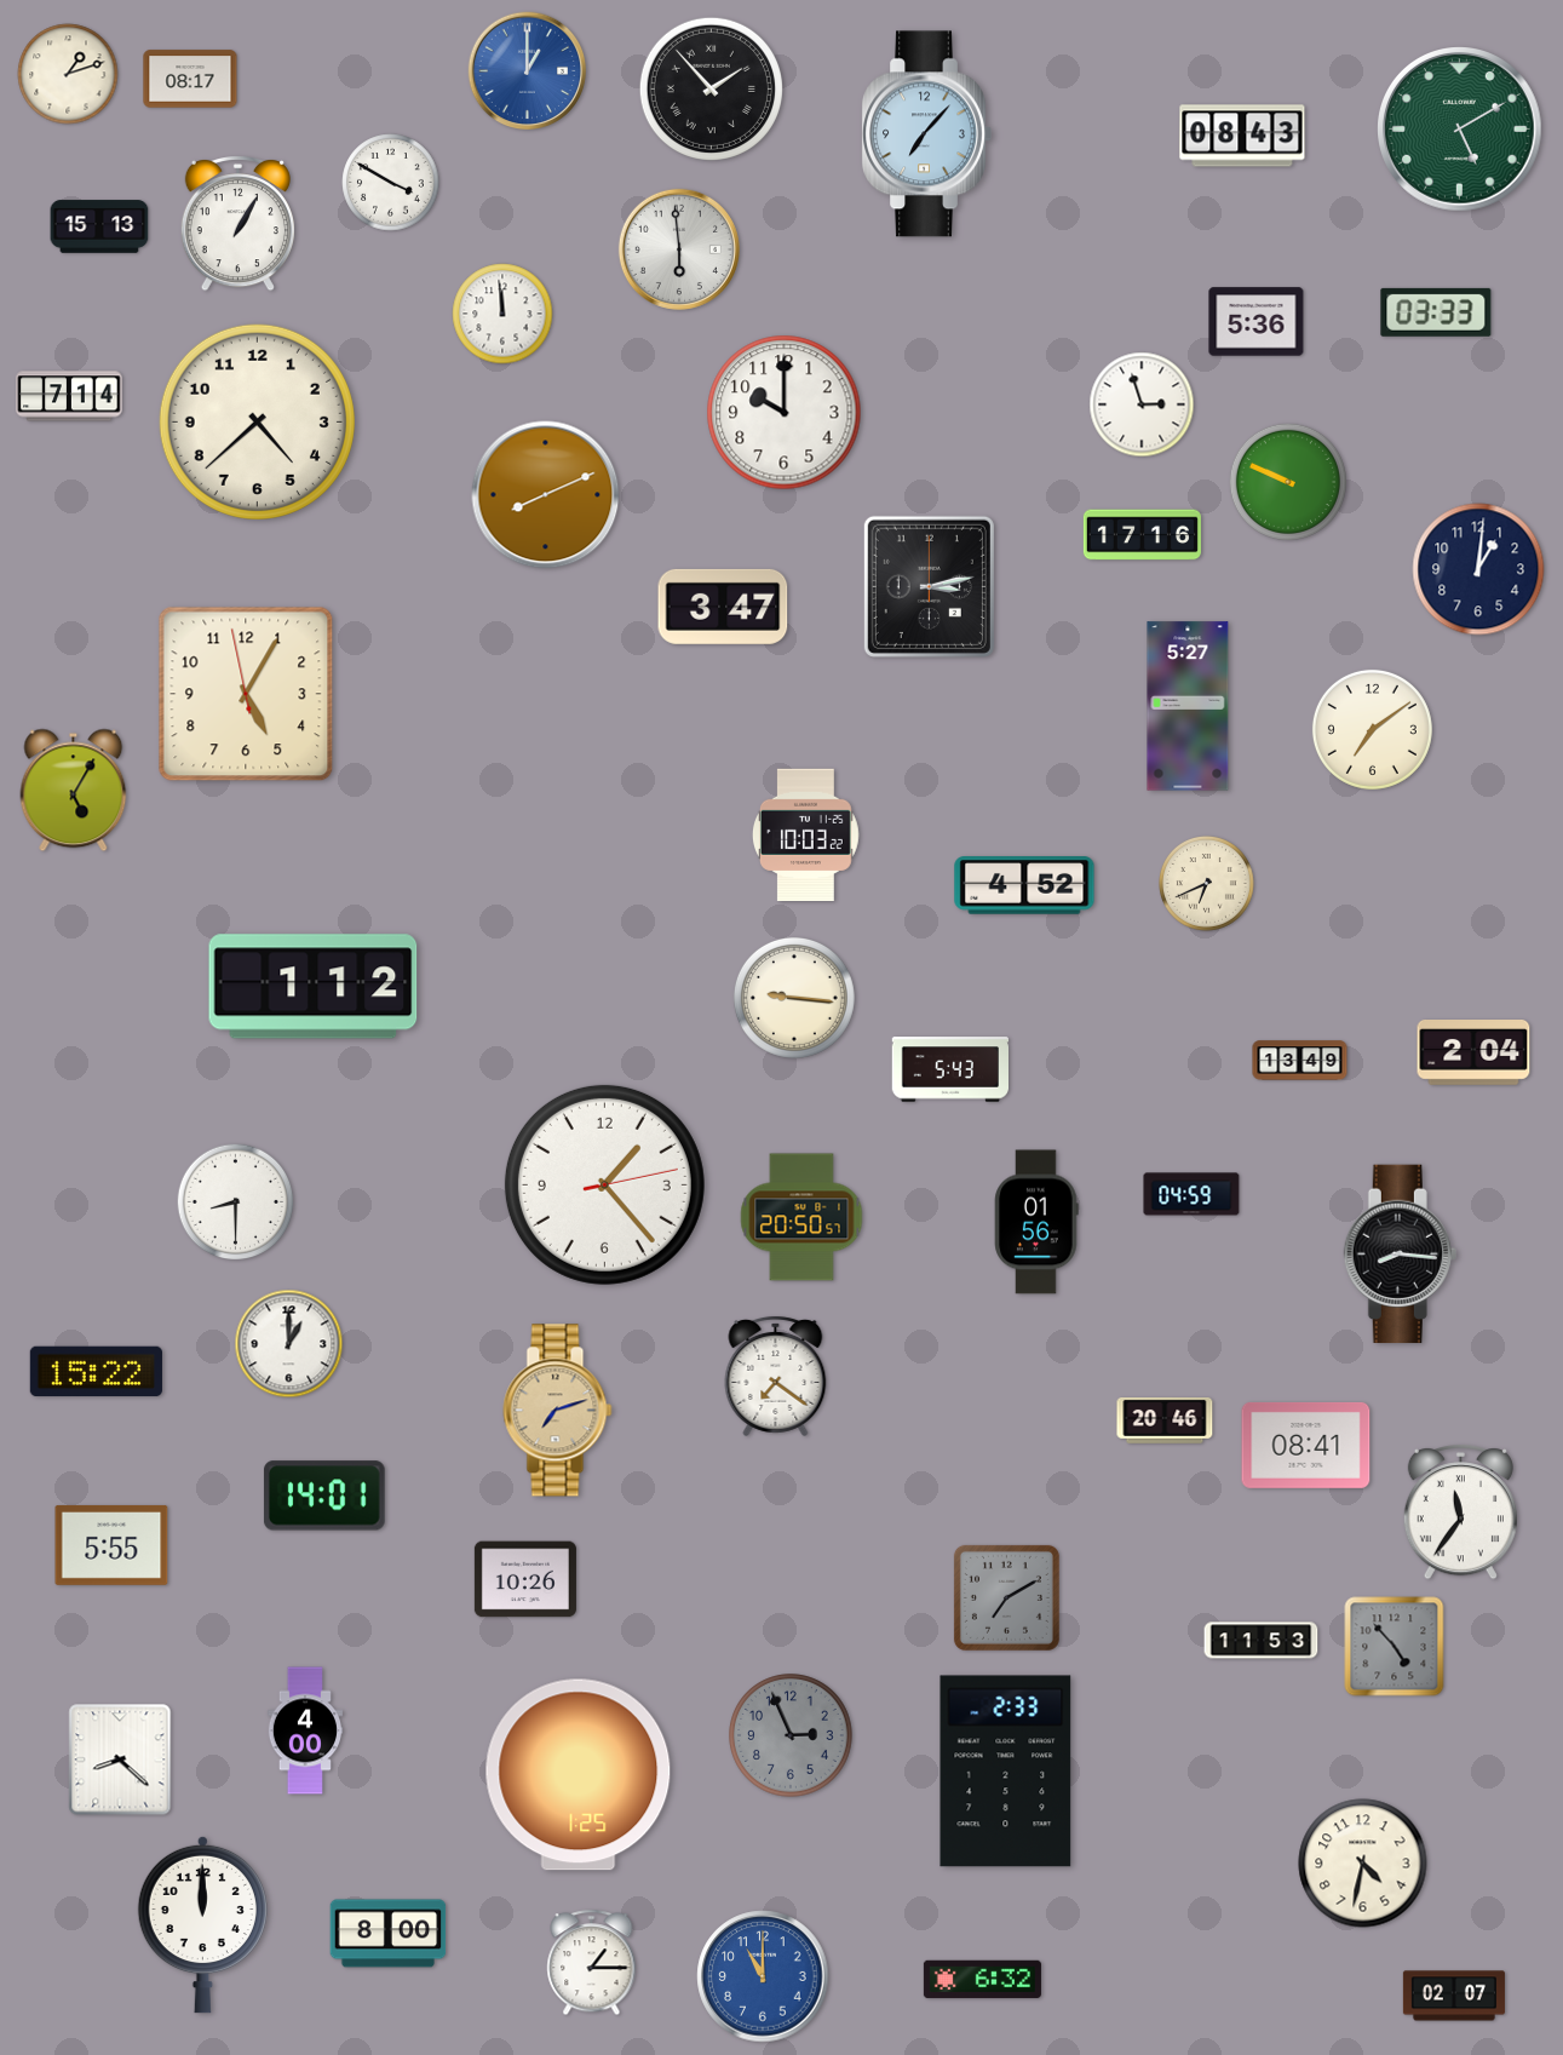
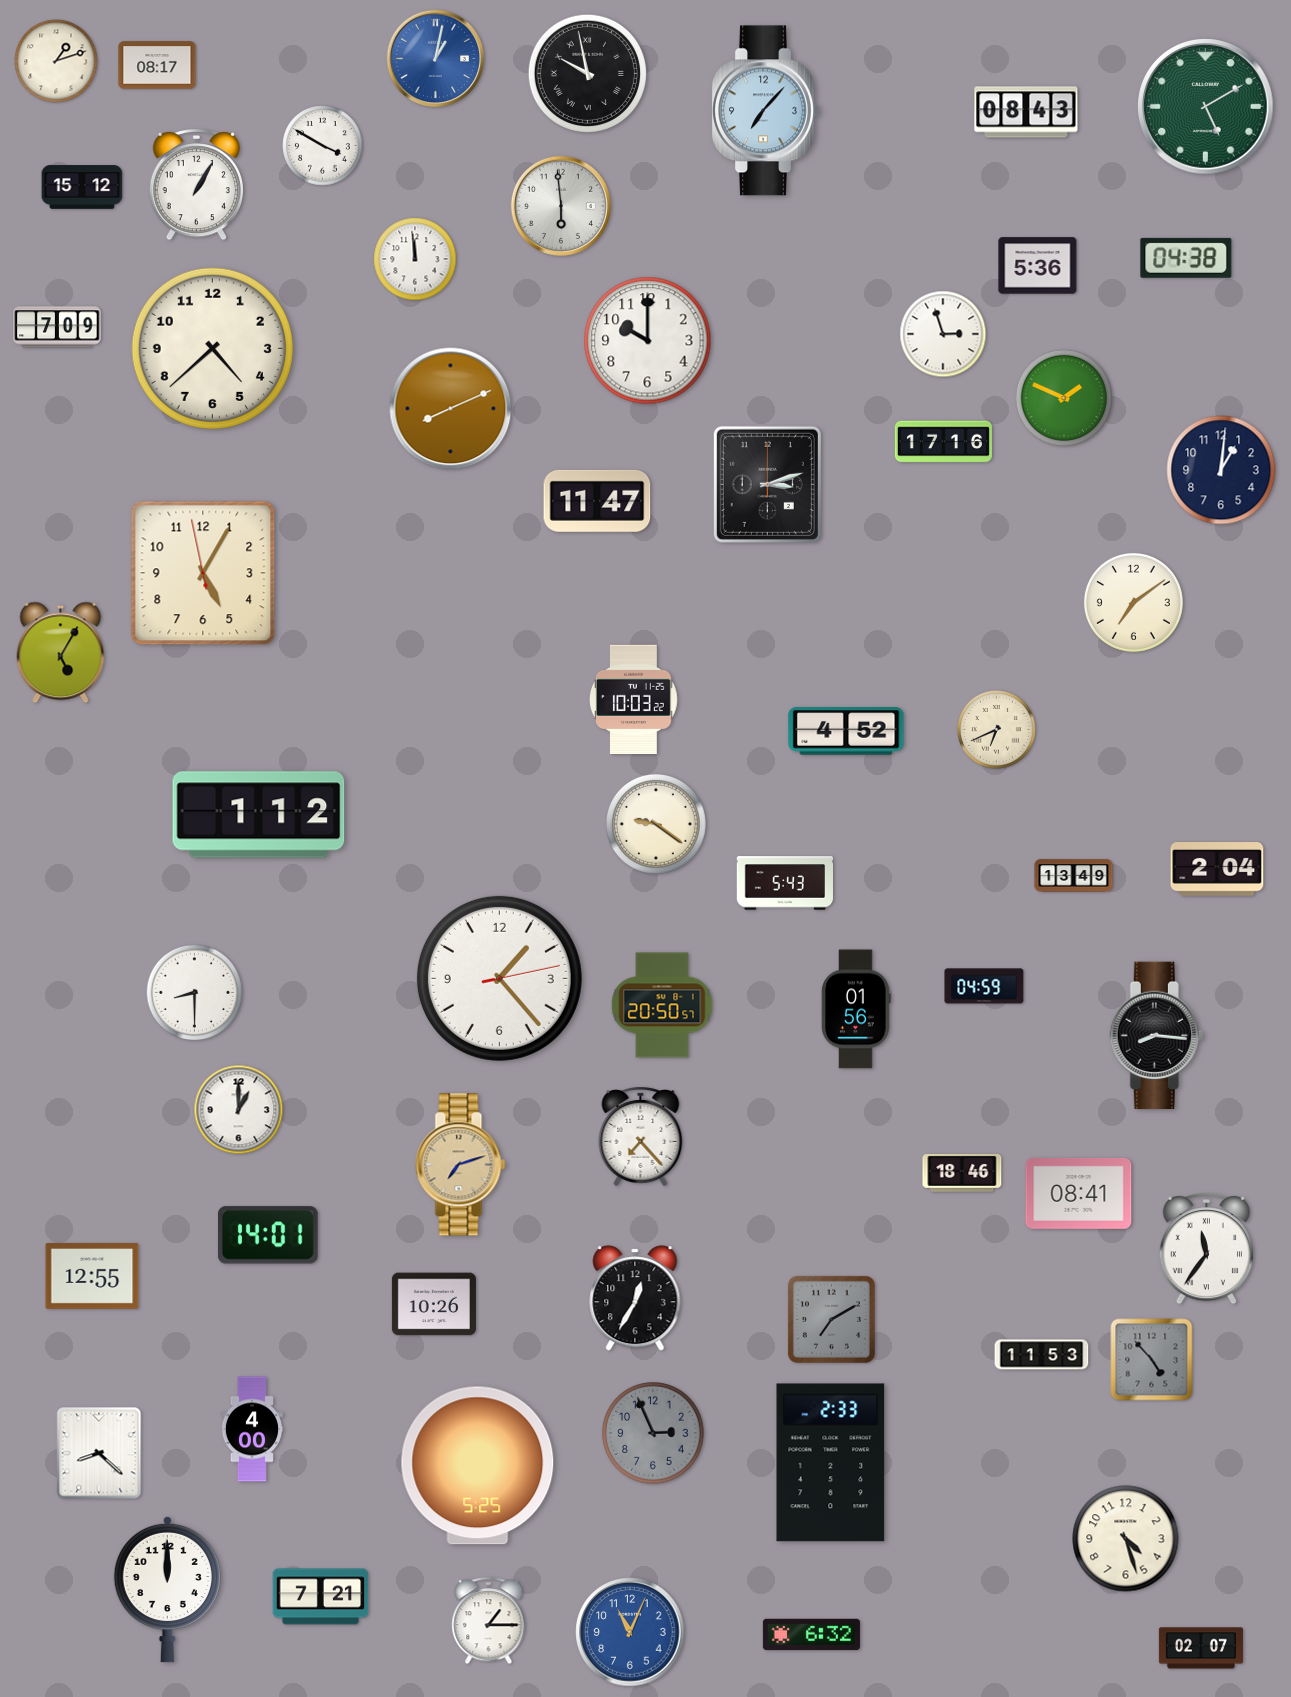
clock at (528, 71): 1:00 -> 1:02
clock at (711, 88): 1:53 -> 9:58
clock at (391, 183) position: (391, 183) -> (323, 146)
clock at (99, 226): 15:13 -> 15:12
clock at (1436, 312): 03:33 -> 04:38
clock at (69, 396): 7:14 -> 7:09
clock at (1287, 481): 9:49 -> 1:49
clock at (929, 586): 3:13 -> 3:12
clock at (723, 607): 3:47 -> 11:47
clock at (1188, 706): 5:27 -> none
clock at (805, 834) position: (805, 834) -> (633, 699)
clock at (794, 998): 9:16 -> 9:21
clock at (96, 1372): 15:22 -> none
clock at (776, 1376): 7:21 -> 7:23
clock at (1165, 1420): 20:46 -> 18:46
clock at (111, 1545): 5:55 -> 12:55
clock at (635, 1298): none -> 12:35
clock at (579, 1775): 1:25 -> 5:25
clock at (1363, 1864): 4:32 -> 4:27
clock at (389, 1934): 8:00 -> 7:21
clock at (763, 1976): 11:00 -> 11:04
